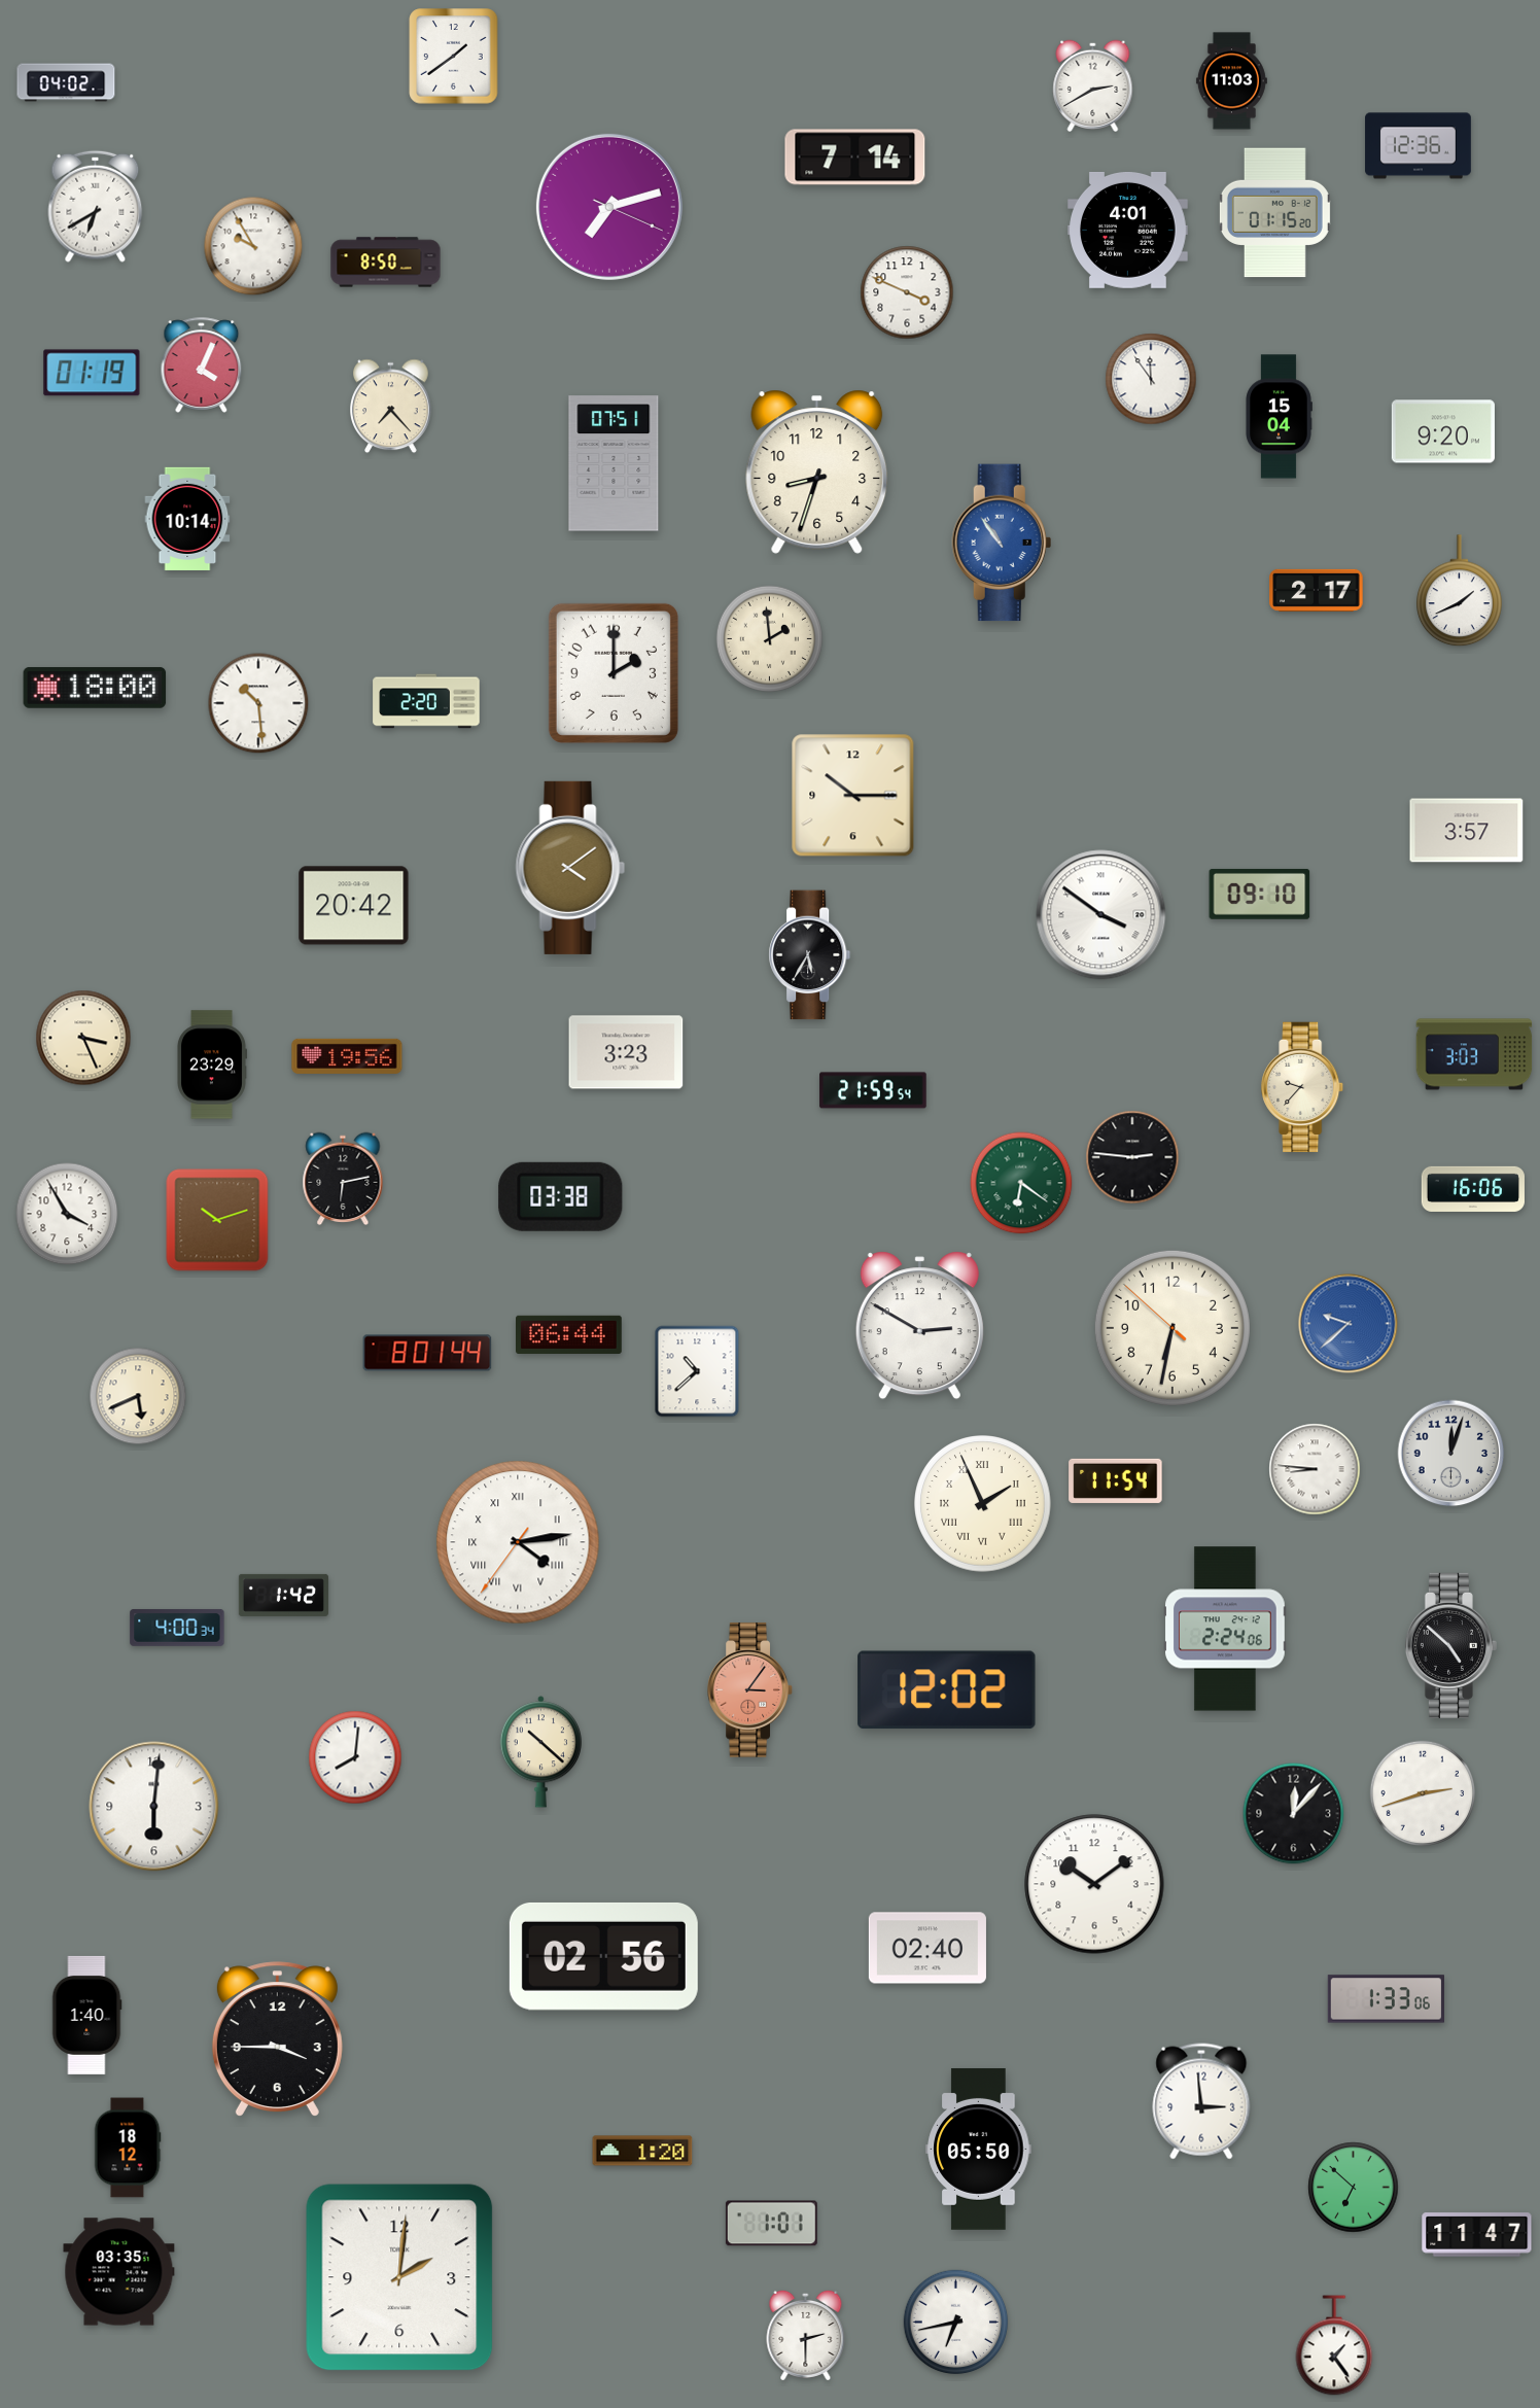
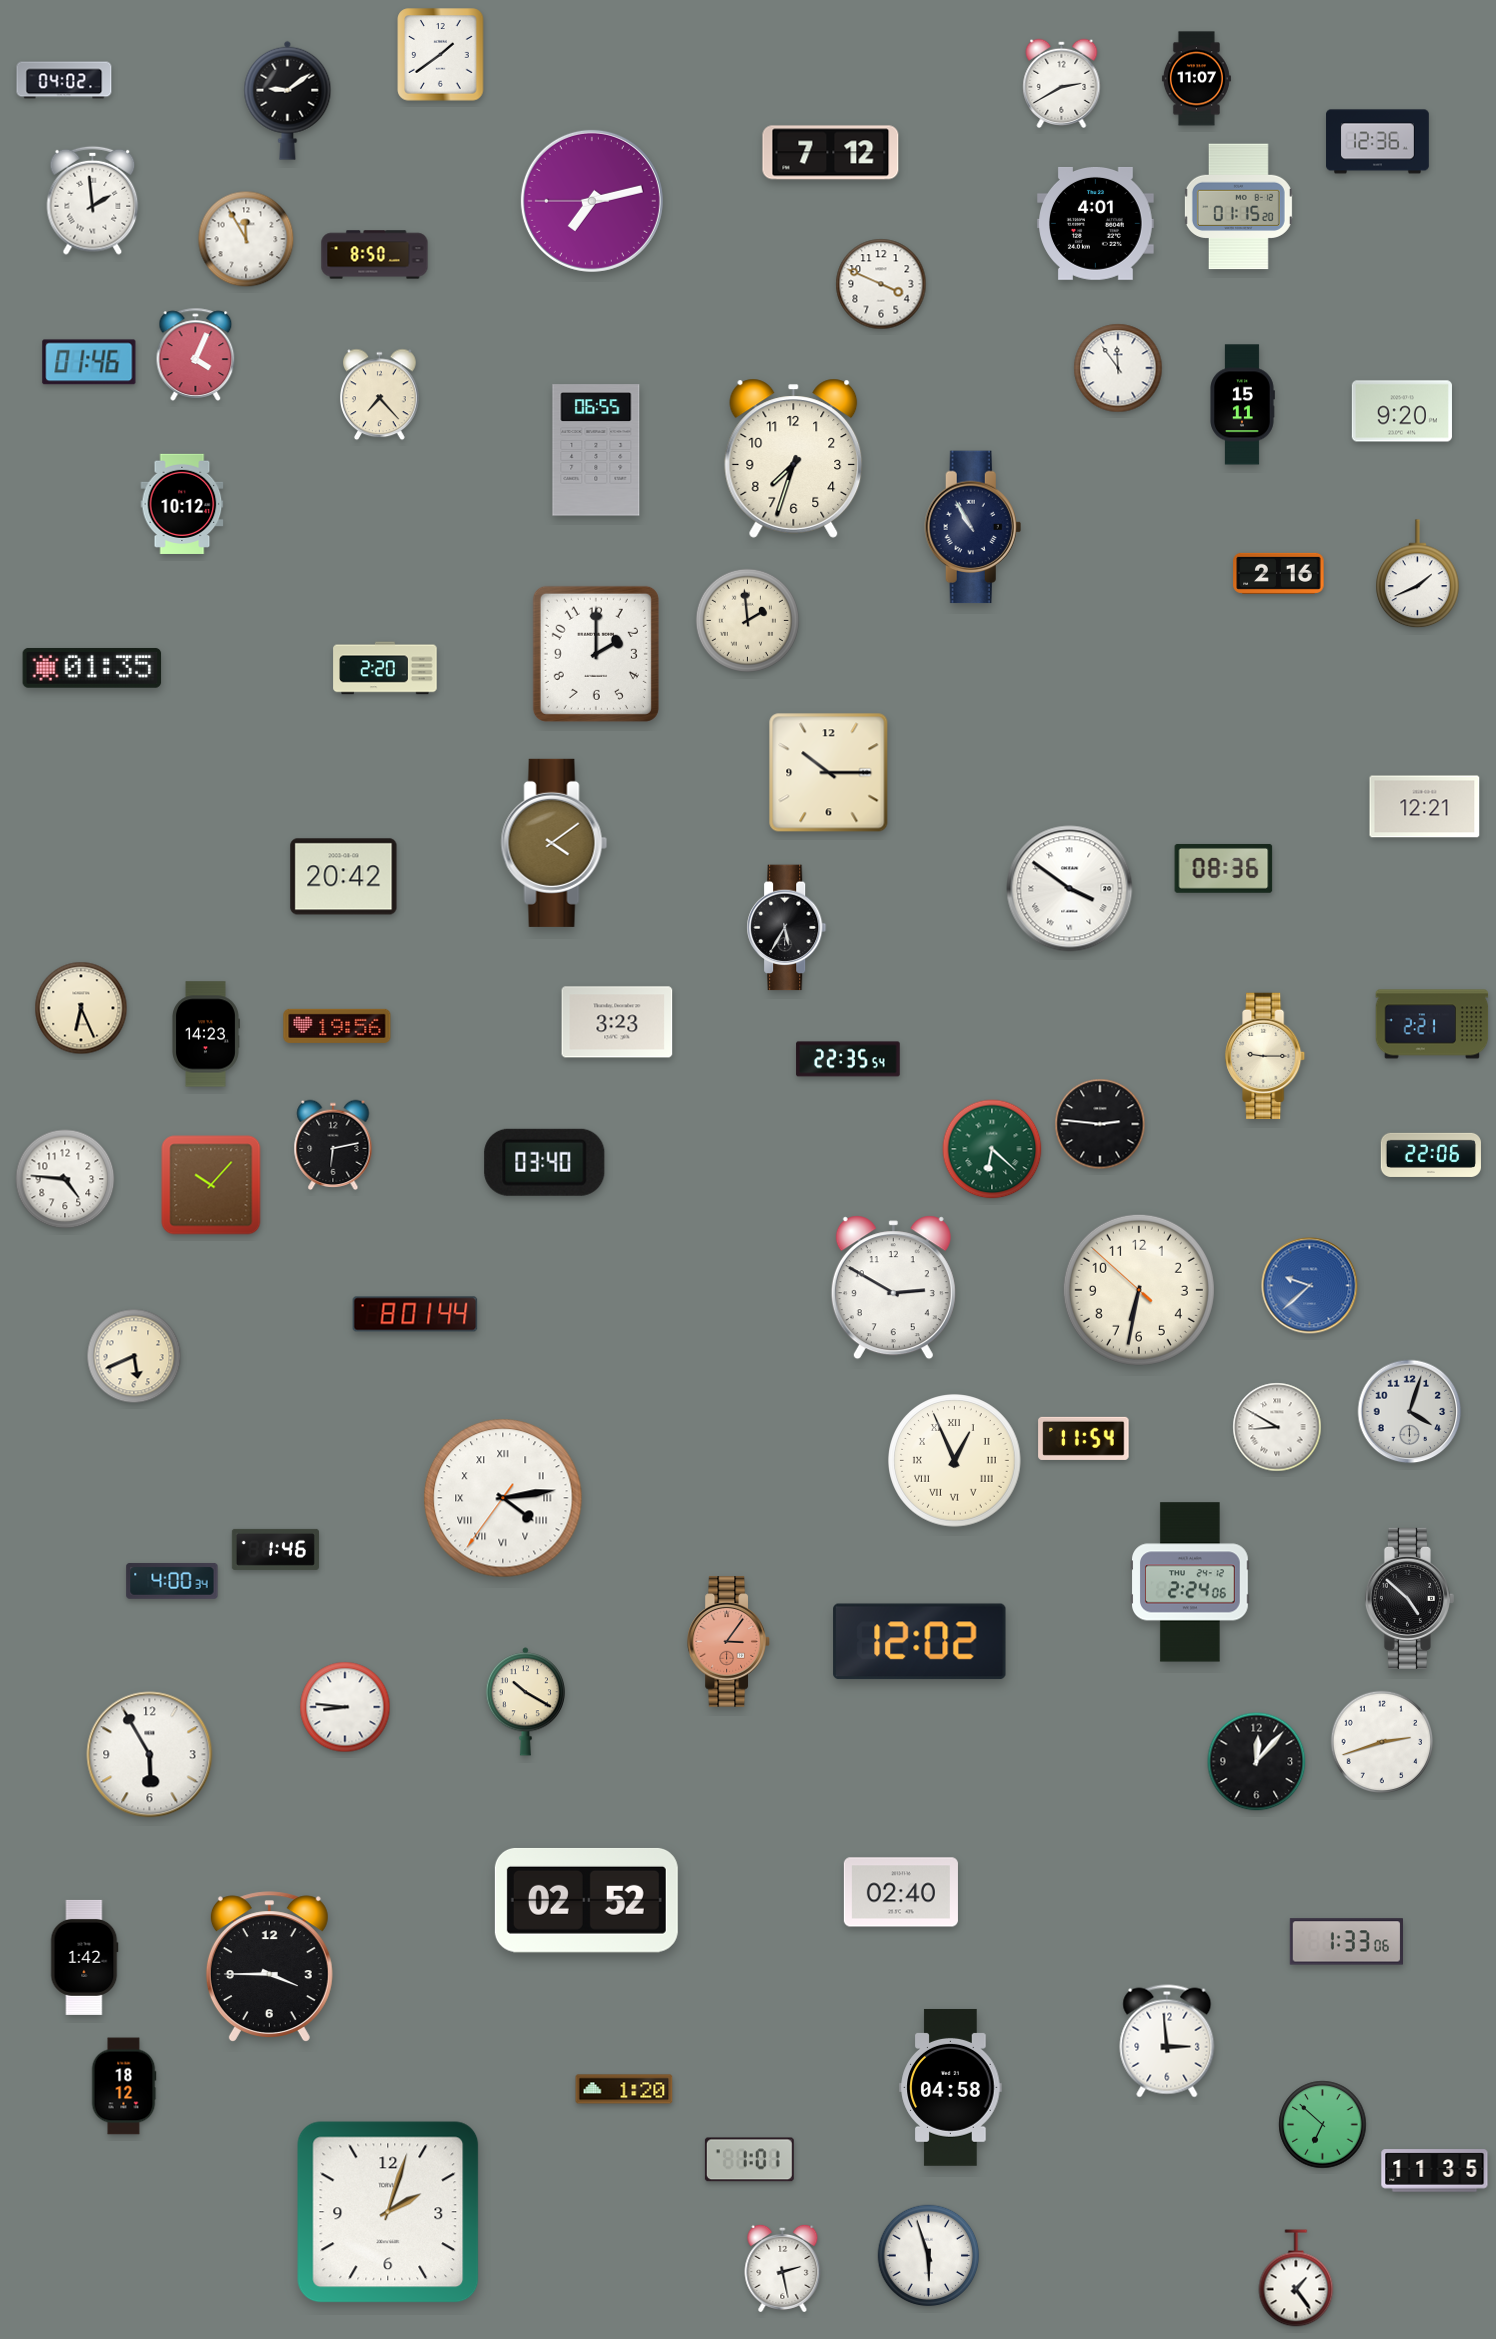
clock at (1231, 81): 11:03 -> 11:07
clock at (288, 100): none -> 9:09
clock at (855, 158): 7:14 -> 7:12
clock at (96, 206): 6:40 -> 1:59
clock at (609, 207): 7:12:19 -> 7:12:45
clock at (253, 246): 9:55 -> 11:55
clock at (92, 373): 01:19 -> 01:46
clock at (1279, 417): 15:04 -> 15:11
clock at (1443, 431) position: (1443, 431) -> (1402, 411)
clock at (614, 463): 07:51 -> 06:55
clock at (817, 472): 8:33 -> 7:33
clock at (187, 519): 10:14 -> 10:12
clock at (1002, 543): 10:54 -> 10:55
clock at (1002, 543) dial: blue -> navy
clock at (1317, 590): 2:17 -> 2:16
clock at (95, 688): 18:00 -> 01:35
clock at (426, 701) position: (426, 701) -> (385, 668)
clock at (258, 703): 10:29 -> none
clock at (1467, 831): 3:57 -> 12:21
clock at (1260, 894): 09:10 -> 08:36
clock at (354, 906) position: (354, 906) -> (344, 877)
clock at (83, 1038): 3:26 -> 6:26
clock at (626, 1052) position: (626, 1052) -> (617, 1022)
clock at (1474, 1054): 3:03 -> 2:21
clock at (212, 1065): 23:29 -> 14:23
clock at (1303, 1087): 9:37 -> 9:15
clock at (873, 1090): 21:59 -> 22:35
clock at (1021, 1183): 6:21 -> 6:22
clock at (1473, 1189): 16:06 -> 22:06
clock at (561, 1196): 03:38 -> 03:40
clock at (67, 1214): 3:55 -> 4:46
clock at (217, 1220): 10:12 -> 10:07
clock at (569, 1334): 06:44 -> none
clock at (697, 1371): 10:38 -> none
clock at (1451, 1454): 12:03 -> 4:03
clock at (1315, 1469): 8:46 -> 8:50
clock at (983, 1504): 1:56 -> 12:56
clock at (283, 1595): 1:42 -> 1:46
clock at (540, 1752): 10:22 -> 10:20
clock at (355, 1757): 8:01 -> 8:46
clock at (154, 1807): 6:01 -> 5:55
clock at (1094, 1884): 10:09 -> none
clock at (603, 1956): 02:56 -> 02:52
clock at (86, 2015): 1:40 -> 1:42
clock at (277, 2038) position: (277, 2038) -> (269, 1966)
clock at (979, 2150): 05:50 -> 04:58
clock at (1354, 2188) position: (1354, 2188) -> (1323, 2125)
clock at (1477, 2235): 11:47 -> 11:35
clock at (119, 2272): 03:35 -> none
clock at (399, 2277): 2:01 -> 2:03
clock at (956, 2323): 6:43 -> 5:57
clock at (806, 2335): 2:30 -> 2:28
